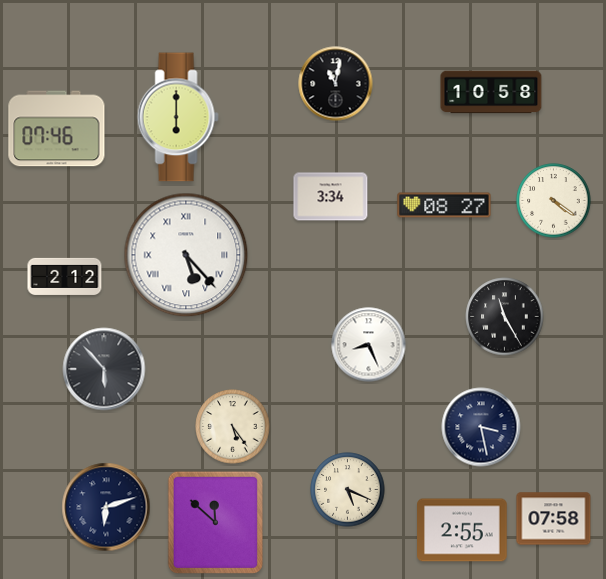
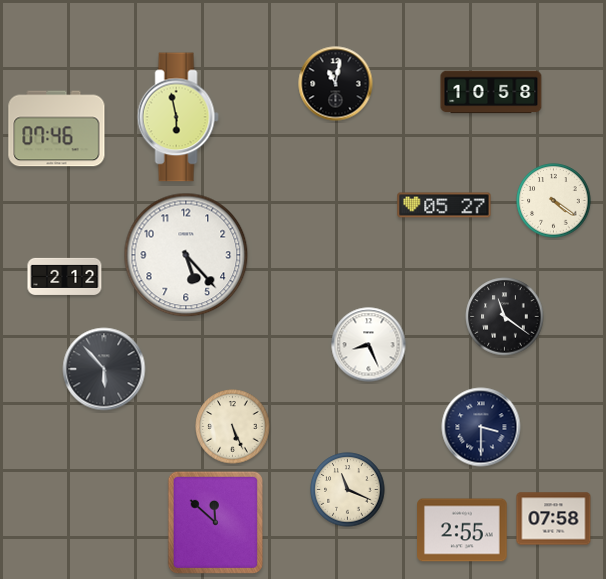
clock at (178, 117): 6:00 -> 5:58
clock at (331, 197): 3:34 -> none
clock at (444, 205): 08:27 -> 05:27
clock at (186, 255) numerals: Roman -> Arabic
clock at (505, 317): 11:25 -> 11:21
clock at (233, 427): 5:24 -> 5:26
clock at (481, 427): 3:28 -> 3:30
clock at (348, 490): 5:19 -> 11:19
clock at (106, 507): 6:12 -> none
